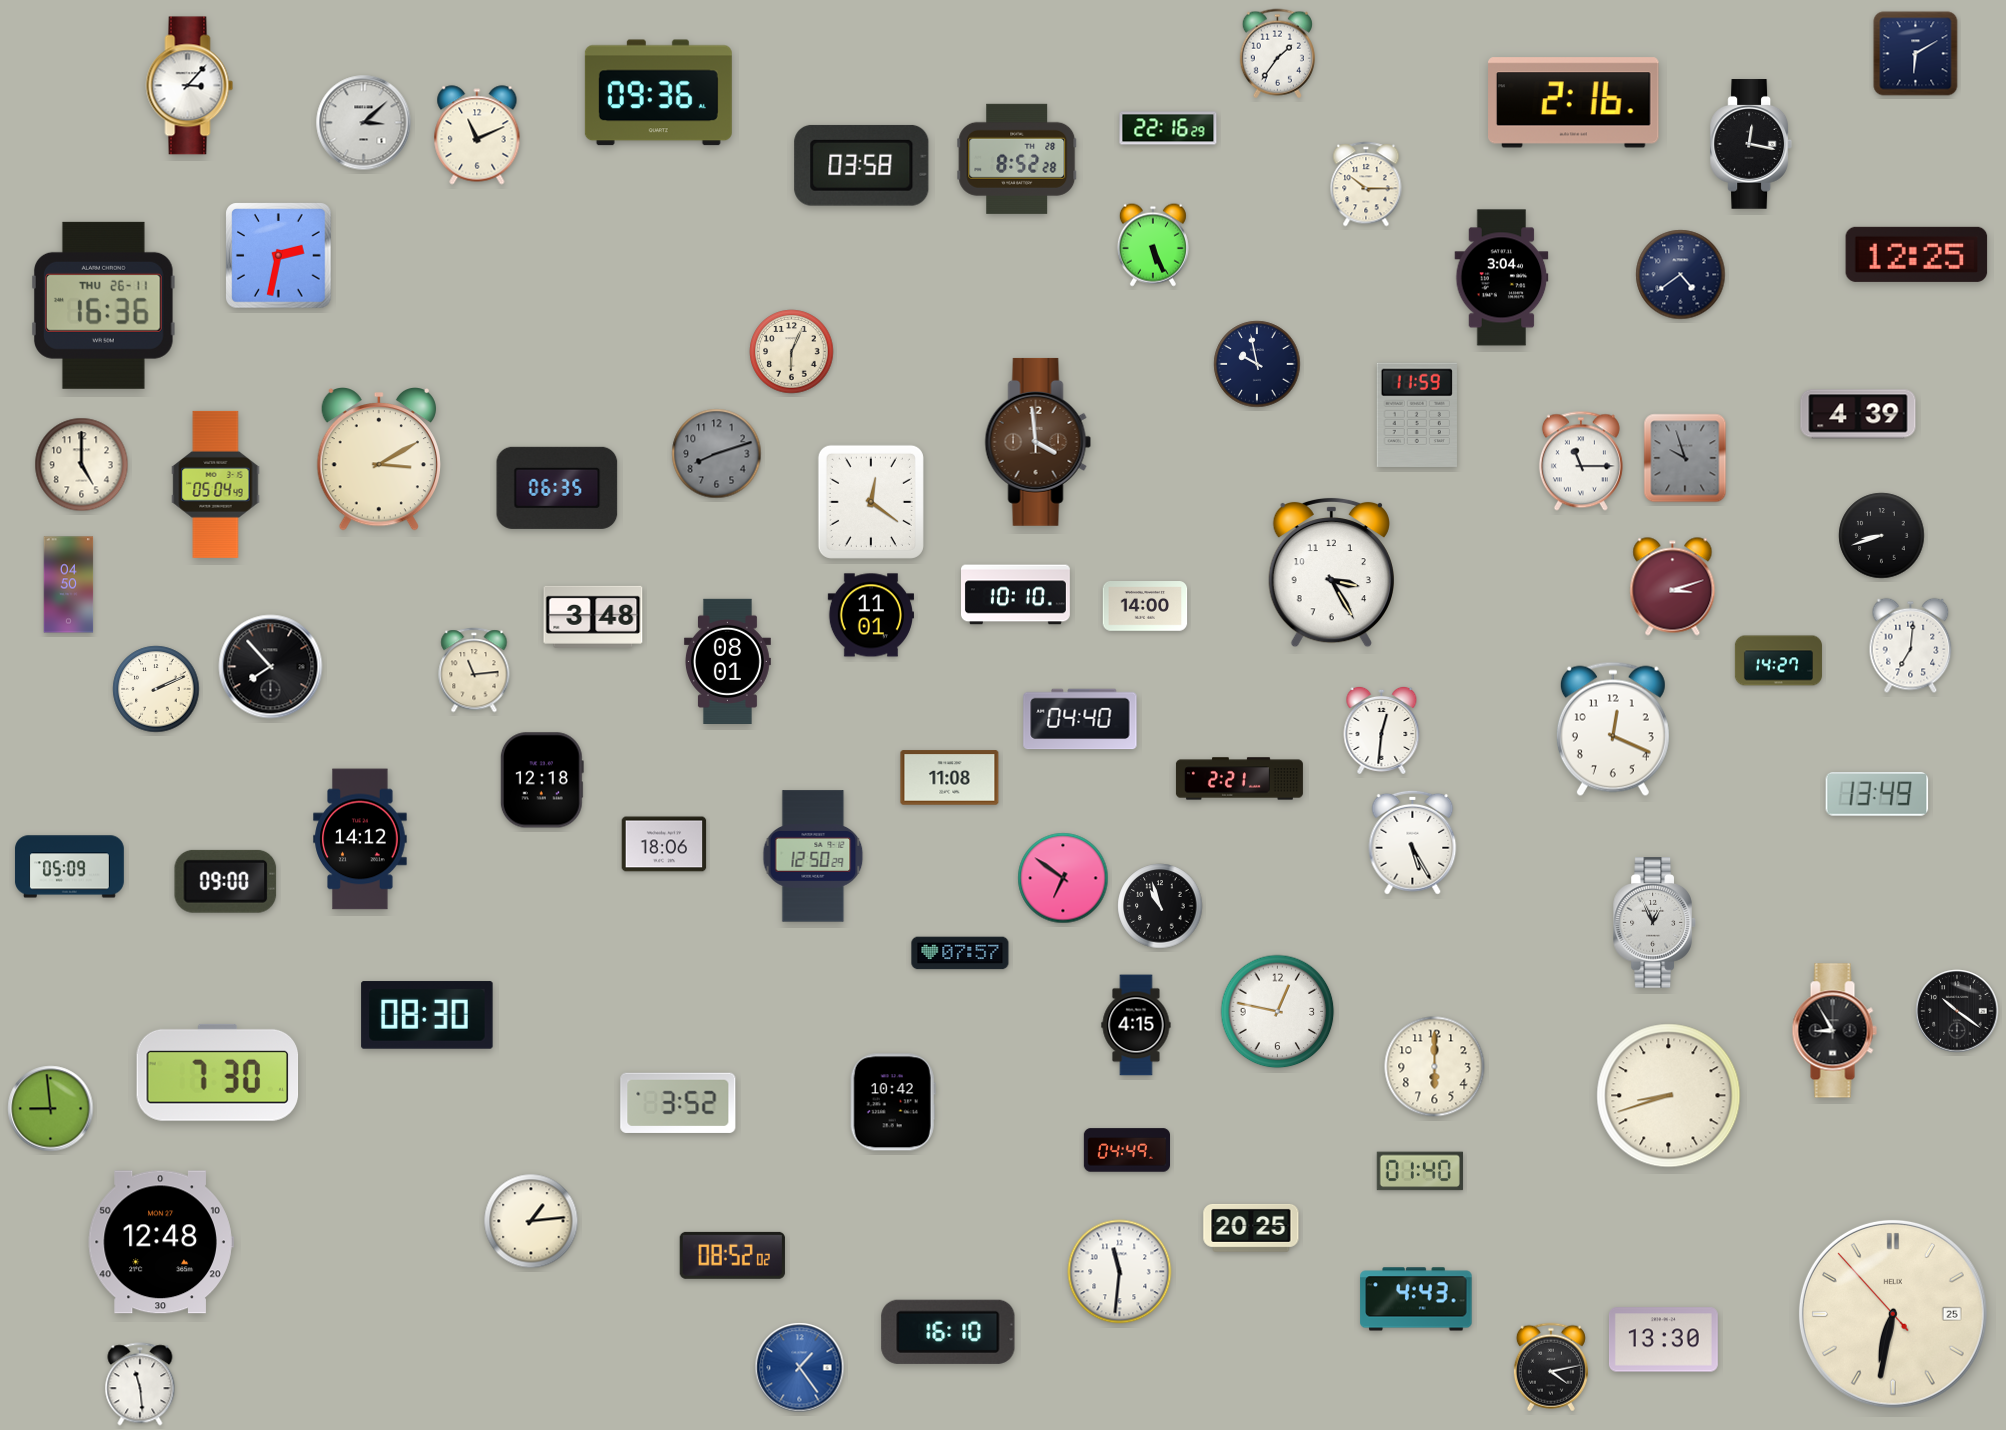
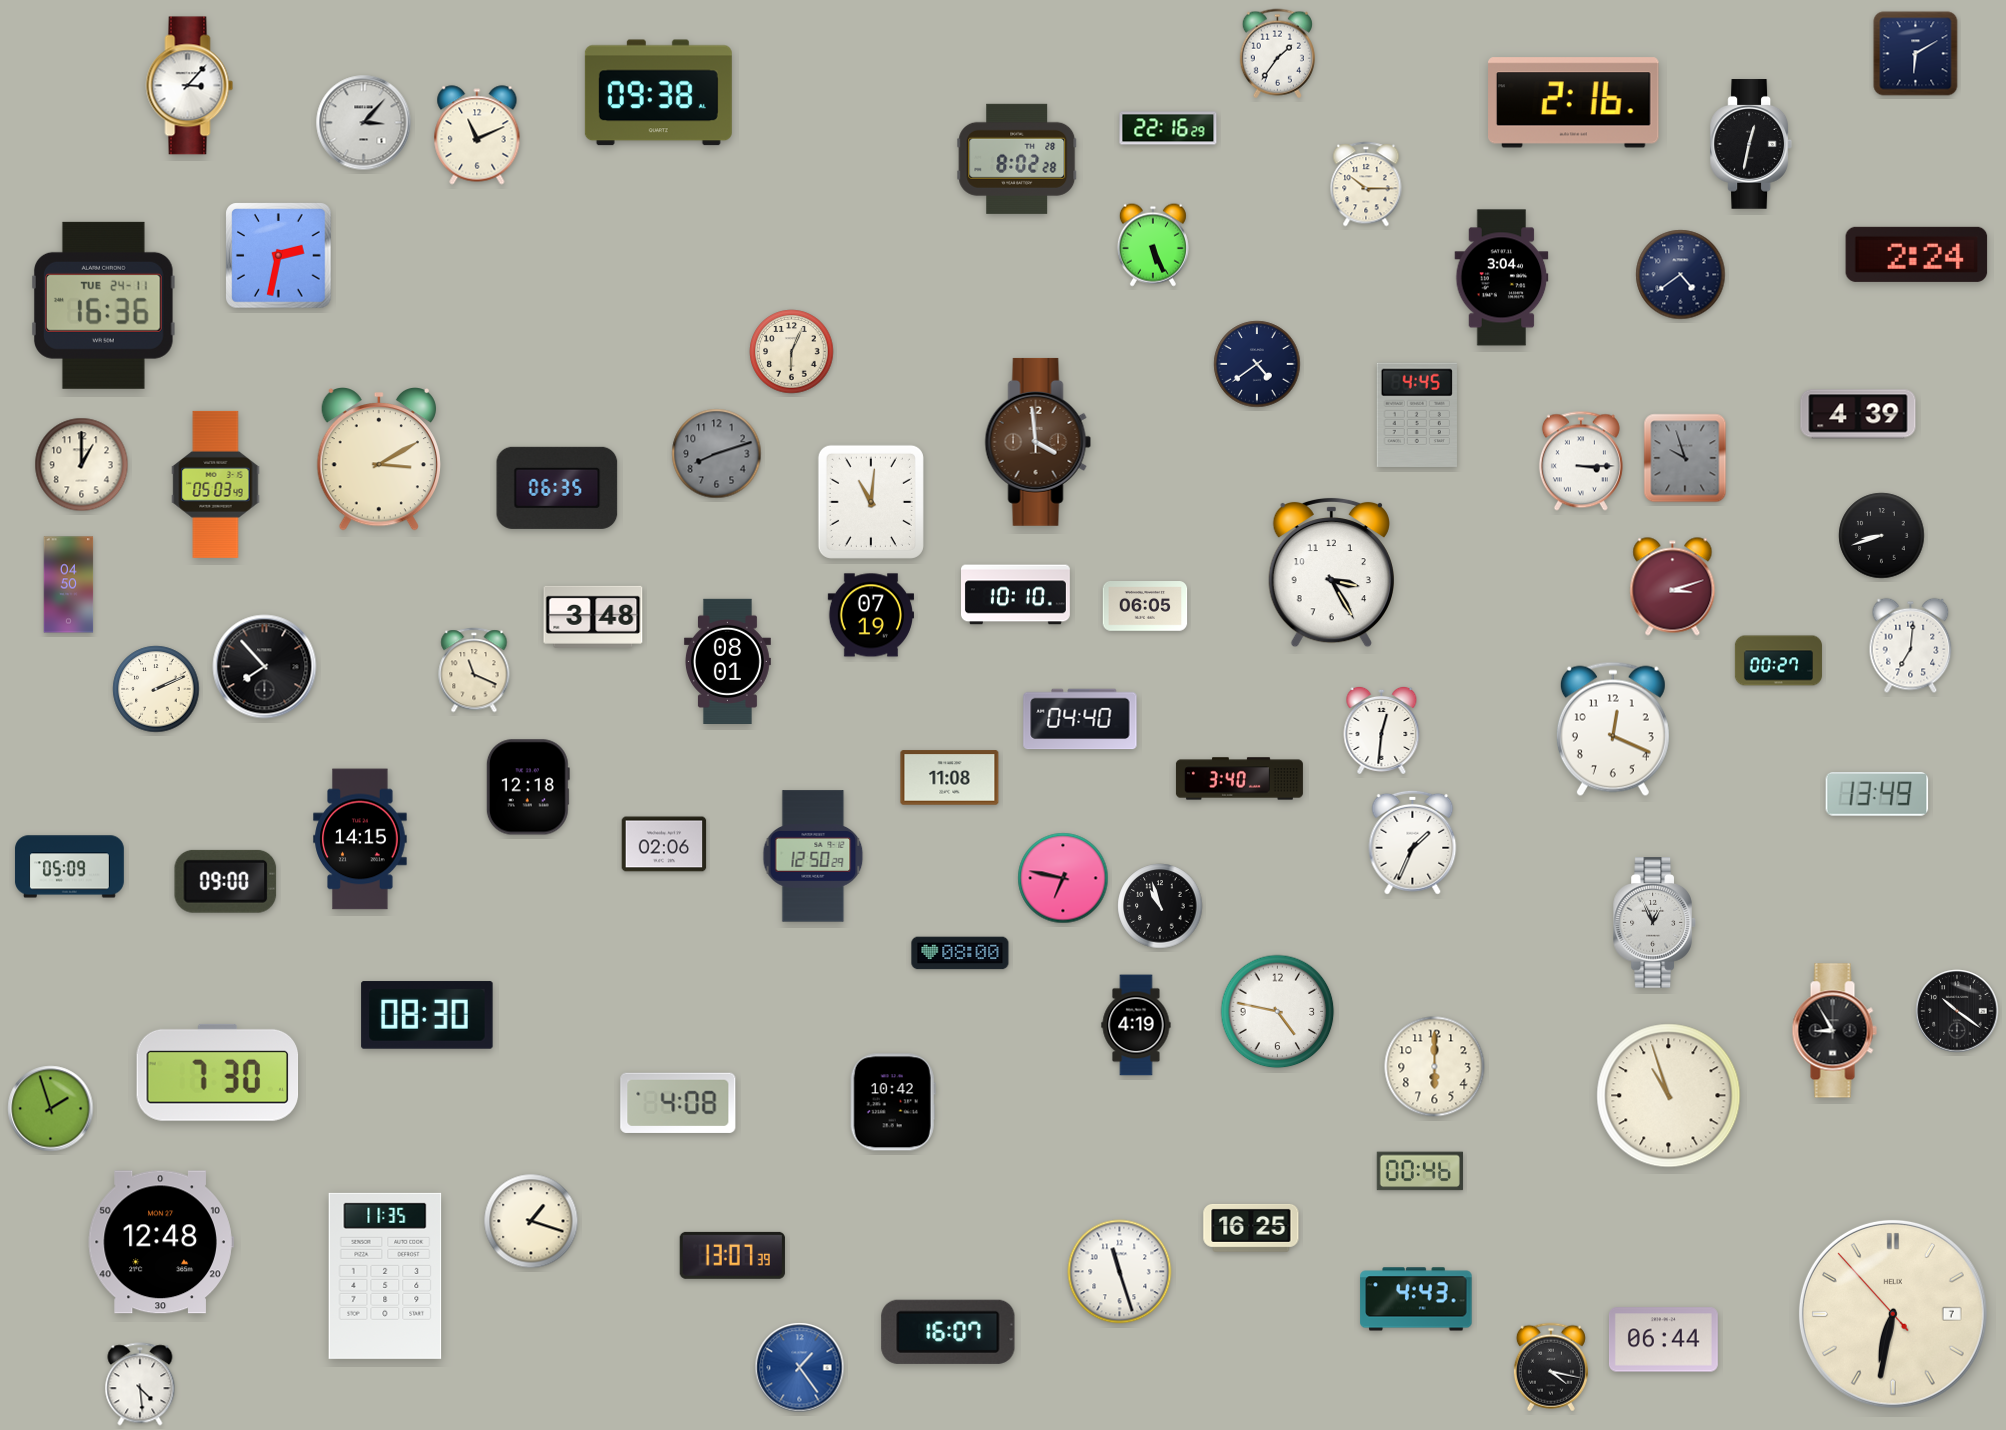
clock at (658, 93): 09:36 -> 09:38
clock at (364, 123): 3:08 -> 3:07
clock at (1750, 144): 12:17 -> 12:32
clock at (1017, 159): 8:52 -> 8:02
clock at (862, 165): 03:58 -> none
clock at (1917, 254): 12:25 -> 2:24
clock at (104, 305) date: THU 26-11 -> TUE 24-11
clock at (1257, 364): 9:58 -> 4:39
clock at (1417, 415): 11:59 -> 4:45
clock at (1581, 461): 11:15 -> 3:15
clock at (82, 465): 5:00 -> 1:00
clock at (216, 484): 05:04 -> 05:03
clock at (871, 502): 12:21 -> 11:01
clock at (1145, 606): 14:00 -> 06:05
clock at (870, 615): 11:01 -> 07:19
clock at (1778, 661): 14:27 -> 00:27
clock at (271, 667) position: (271, 667) -> (265, 667)
clock at (474, 670): 11:14 -> 11:19
clock at (1239, 779): 2:21 -> 3:40
clock at (542, 780) position: (542, 780) -> (528, 787)
clock at (360, 839): 14:12 -> 14:15
clock at (1413, 842): 5:25 -> 1:34
clock at (664, 844): 18:06 -> 02:06
clock at (1063, 878): 6:51 -> 6:47
clock at (960, 953): 07:57 -> 08:00
clock at (1278, 1012): 12:47 -> 4:47
clock at (1136, 1025): 4:15 -> 4:19
clock at (1669, 1096): 8:42 -> 10:57
clock at (678, 1103): 3:52 -> 4:08
clock at (51, 1109): 8:59 -> 1:57
clock at (1126, 1150): 04:49 -> none
clock at (1420, 1171): 01:40 -> 00:46
clock at (531, 1221): 1:14 -> 1:18
clock at (1251, 1228): 20:25 -> 16:25
clock at (732, 1255): 08:52 -> 13:07
clock at (1120, 1272): 11:31 -> 11:27
clock at (385, 1276): none -> 11:35
clock at (1893, 1314) date: 25 -> 7
clock at (948, 1332): 16:10 -> 16:07
clock at (1663, 1340): 13:30 -> 06:44
clock at (1551, 1367): 4:13 -> 4:17
clock at (140, 1384): 11:29 -> 4:29
